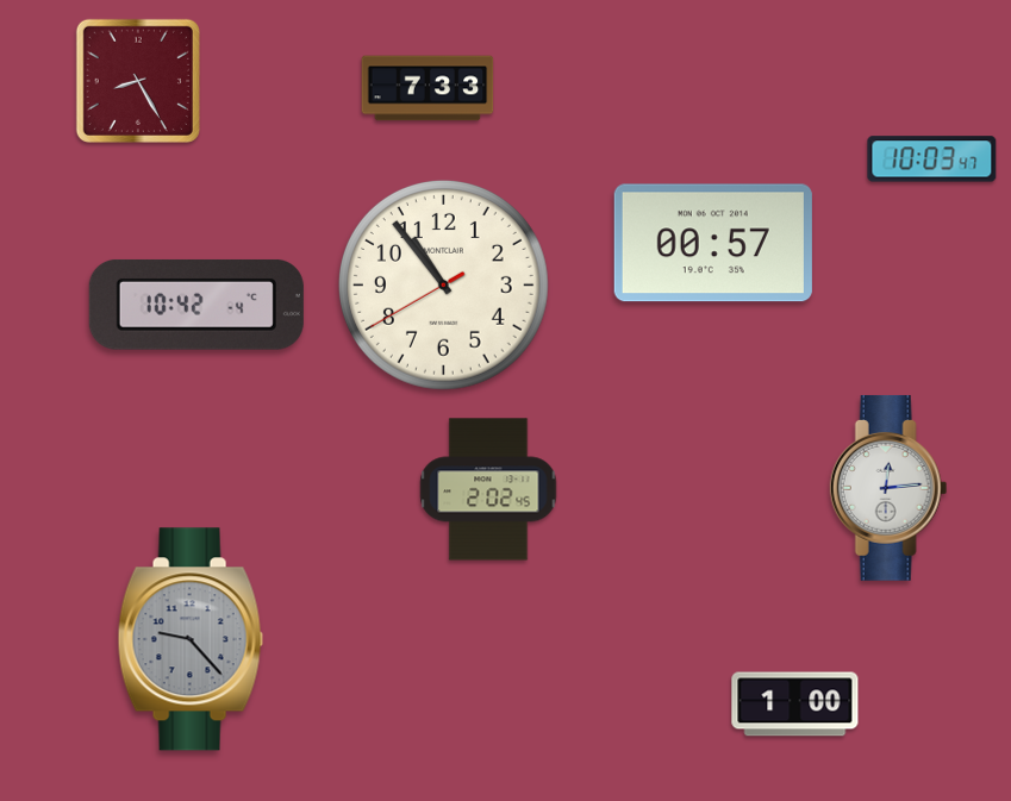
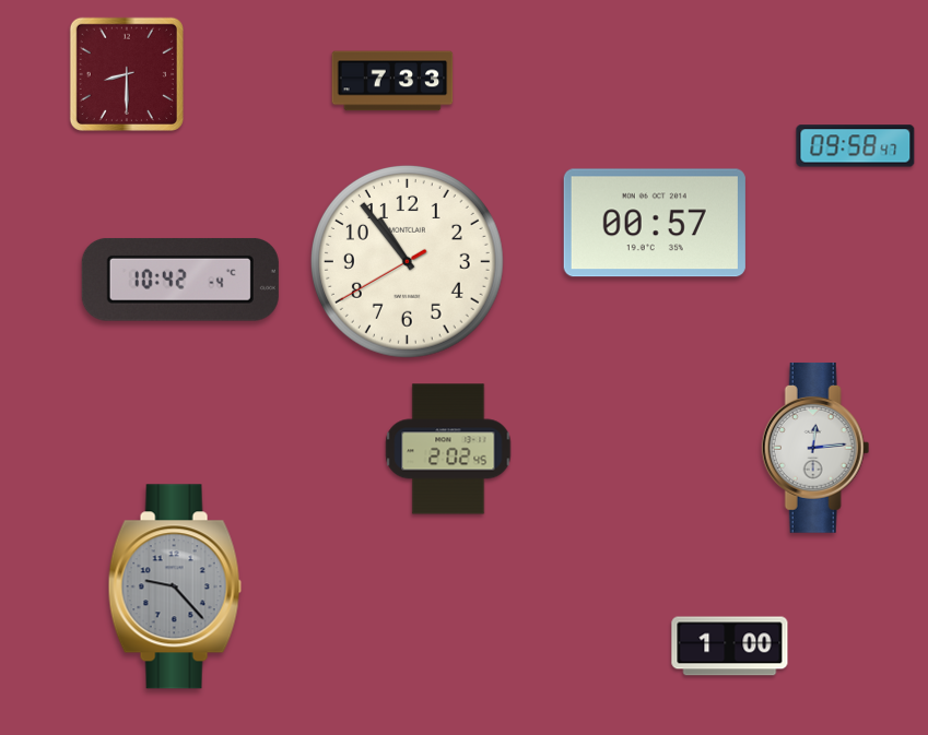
clock at (138, 81): 8:25 -> 8:30
clock at (932, 159): 10:03 -> 09:58
